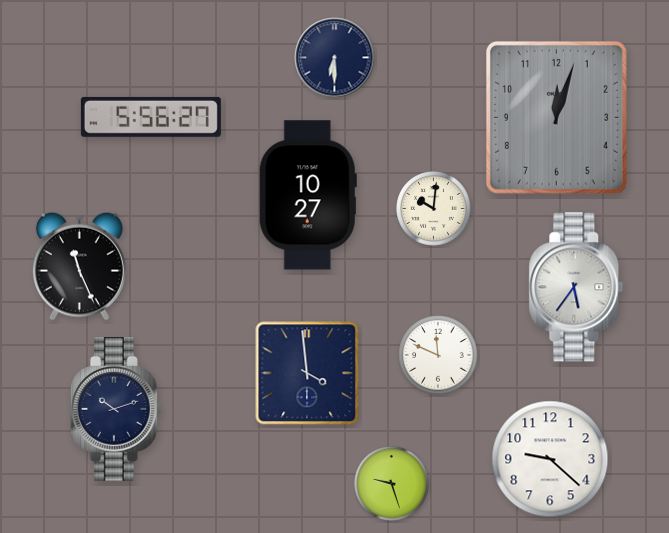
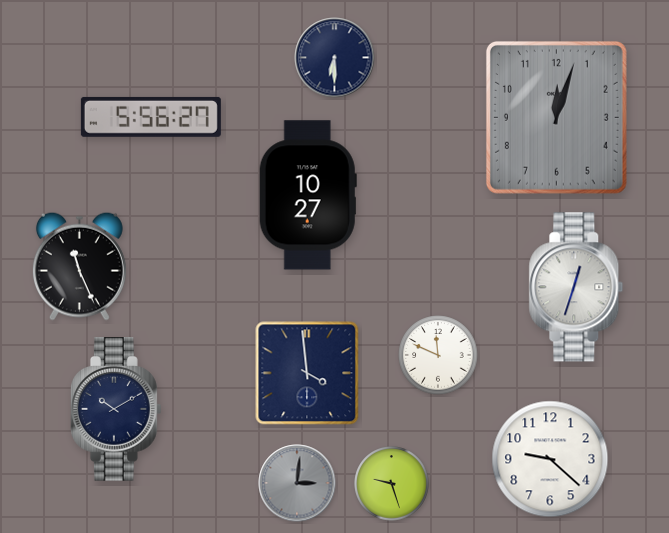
clock at (434, 209): 10:01 -> none
clock at (576, 287): 5:36 -> 12:33
clock at (117, 409): 10:12 -> 10:10
clock at (297, 483): none -> 3:01
